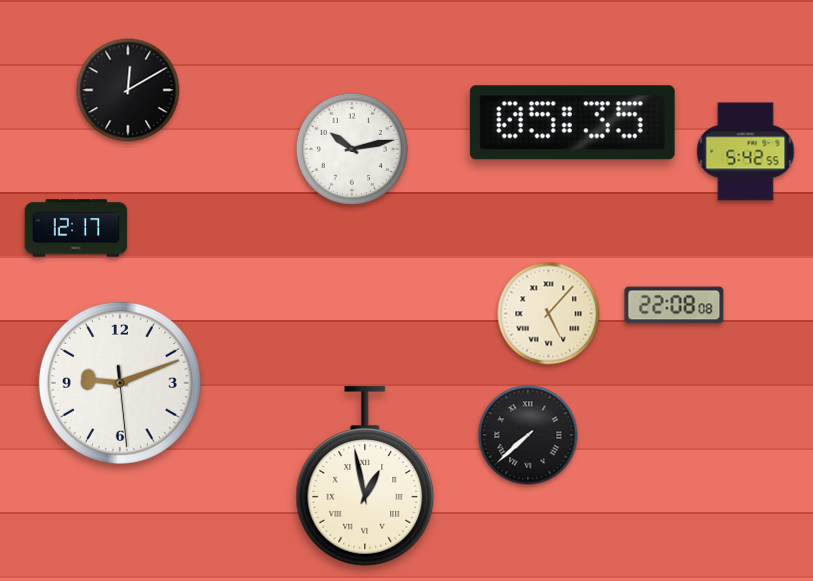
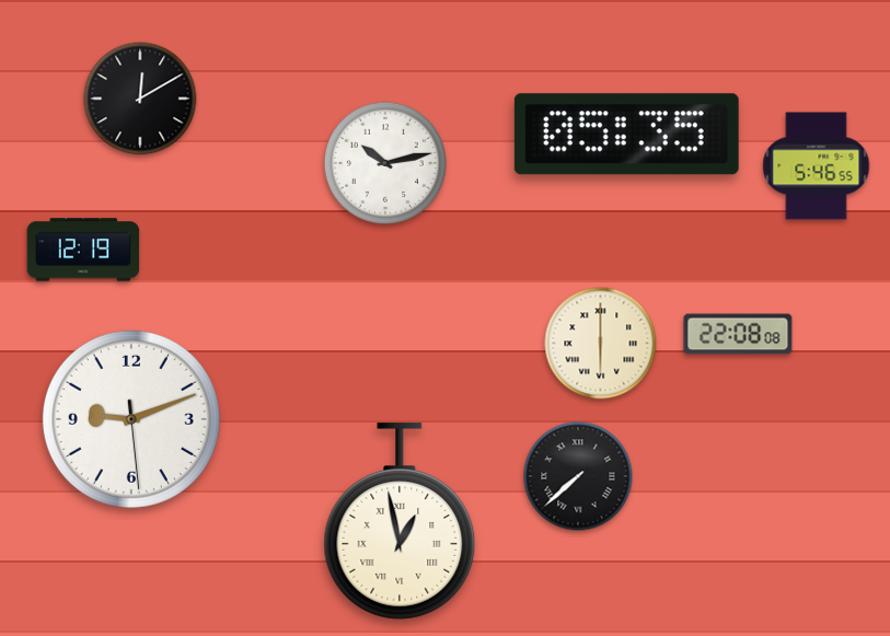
clock at (746, 152): 5:42 -> 5:46
clock at (76, 228): 12:17 -> 12:19
clock at (549, 314): 5:07 -> 6:00
